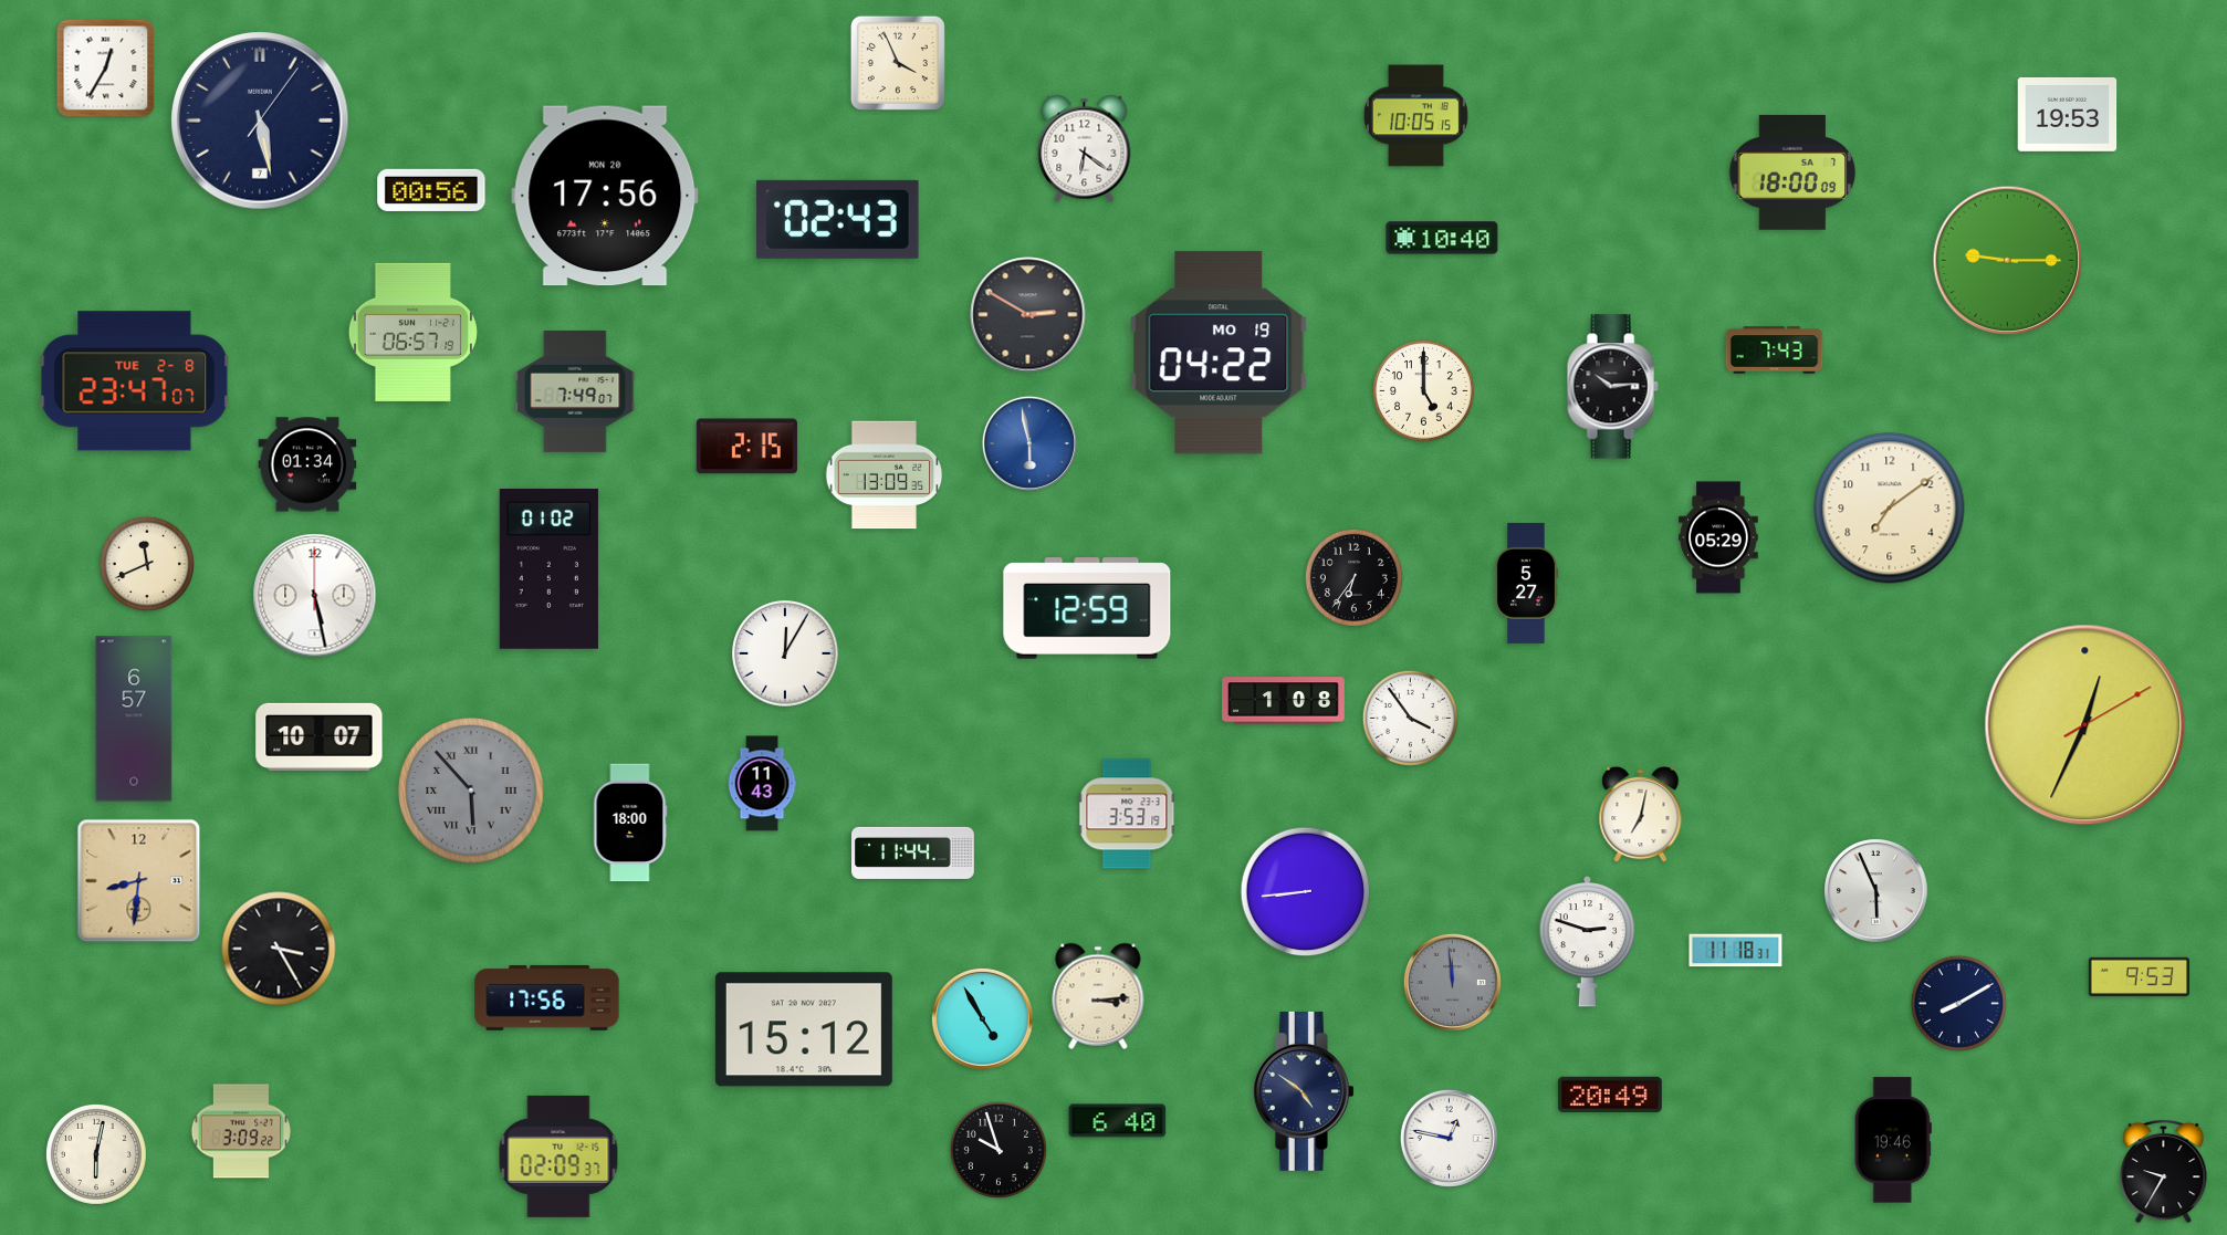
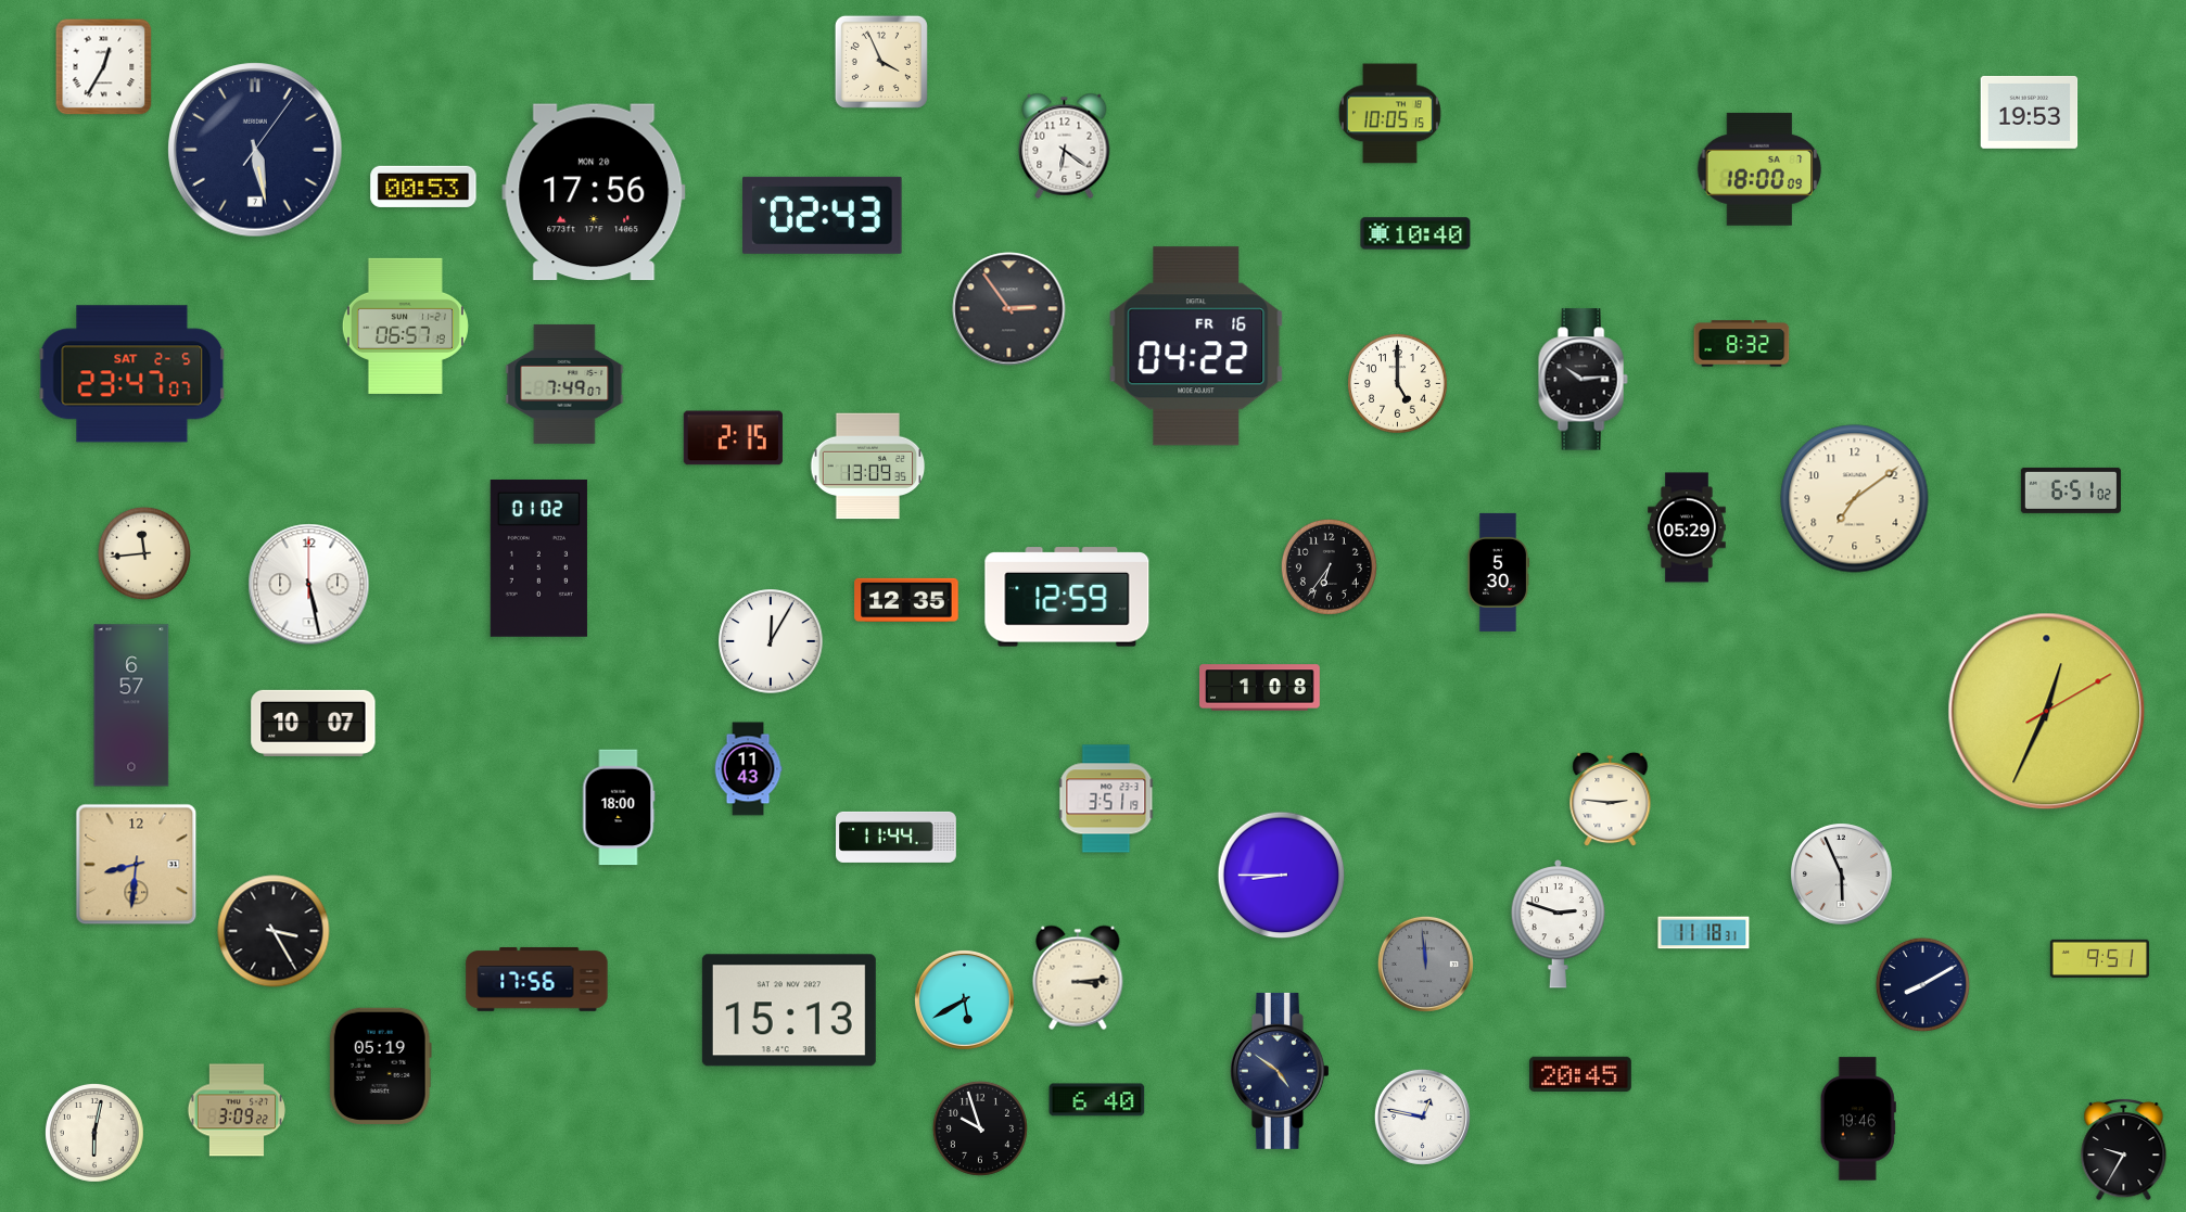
clock at (260, 121) position: (260, 121) -> (255, 150)
clock at (431, 190): 00:56 -> 00:53
clock at (2008, 261): 9:15 -> none
clock at (1028, 315): 2:50 -> 2:54
clock at (1775, 350): 7:43 -> 8:32
clock at (1219, 353) date: MO 19 -> FR 16
clock at (135, 381) date: TUE 2-8 -> SAT 2-5
clock at (1029, 443): 5:58 -> none
clock at (307, 464): 01:34 -> none
clock at (2071, 490): none -> 6:51
clock at (146, 563): 11:41 -> 11:44
clock at (1526, 583): 5:27 -> 5:30
clock at (906, 600): none -> 12:35
clock at (1410, 718): 3:54 -> none
clock at (471, 791): 5:53 -> none
clock at (1127, 814): 3:53 -> 3:51
clock at (1641, 815): 7:02 -> 2:46
clock at (1306, 892): 8:44 -> 8:45
clock at (2139, 976): 9:53 -> 9:51
clock at (982, 1018): 4:55 -> 5:40
clock at (804, 1029): 15:12 -> 15:13
clock at (380, 1066): none -> 05:19
clock at (1610, 1095): 20:49 -> 20:45
clock at (558, 1156): 02:09 -> none
